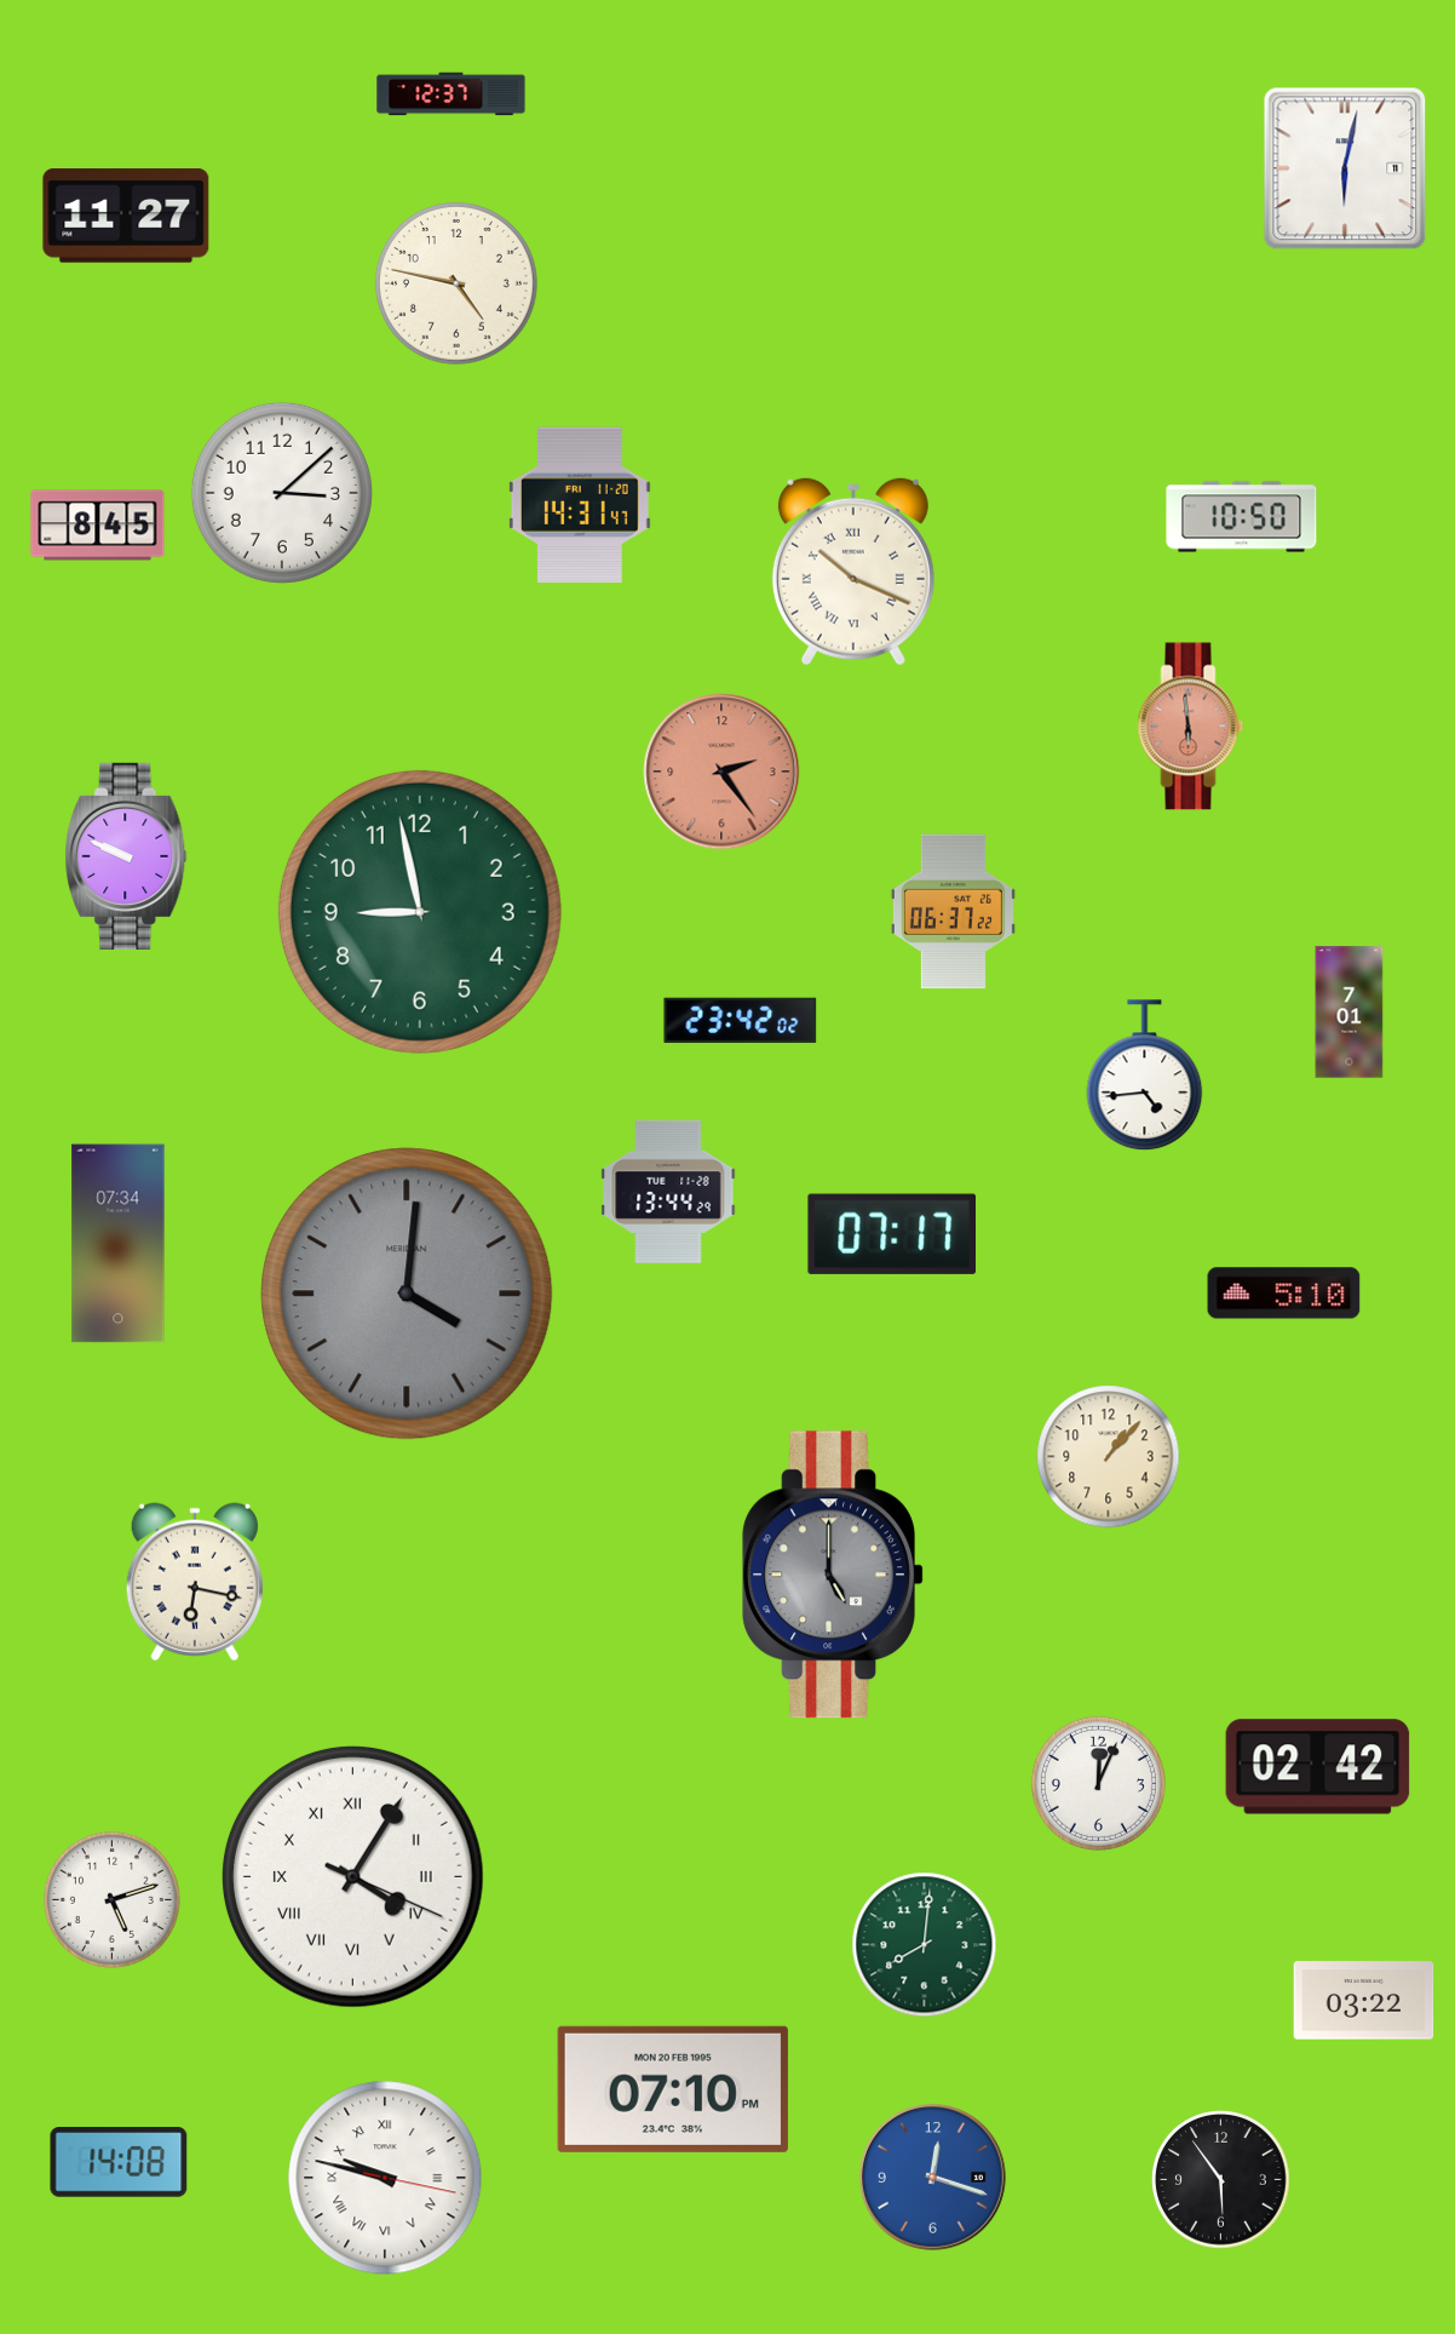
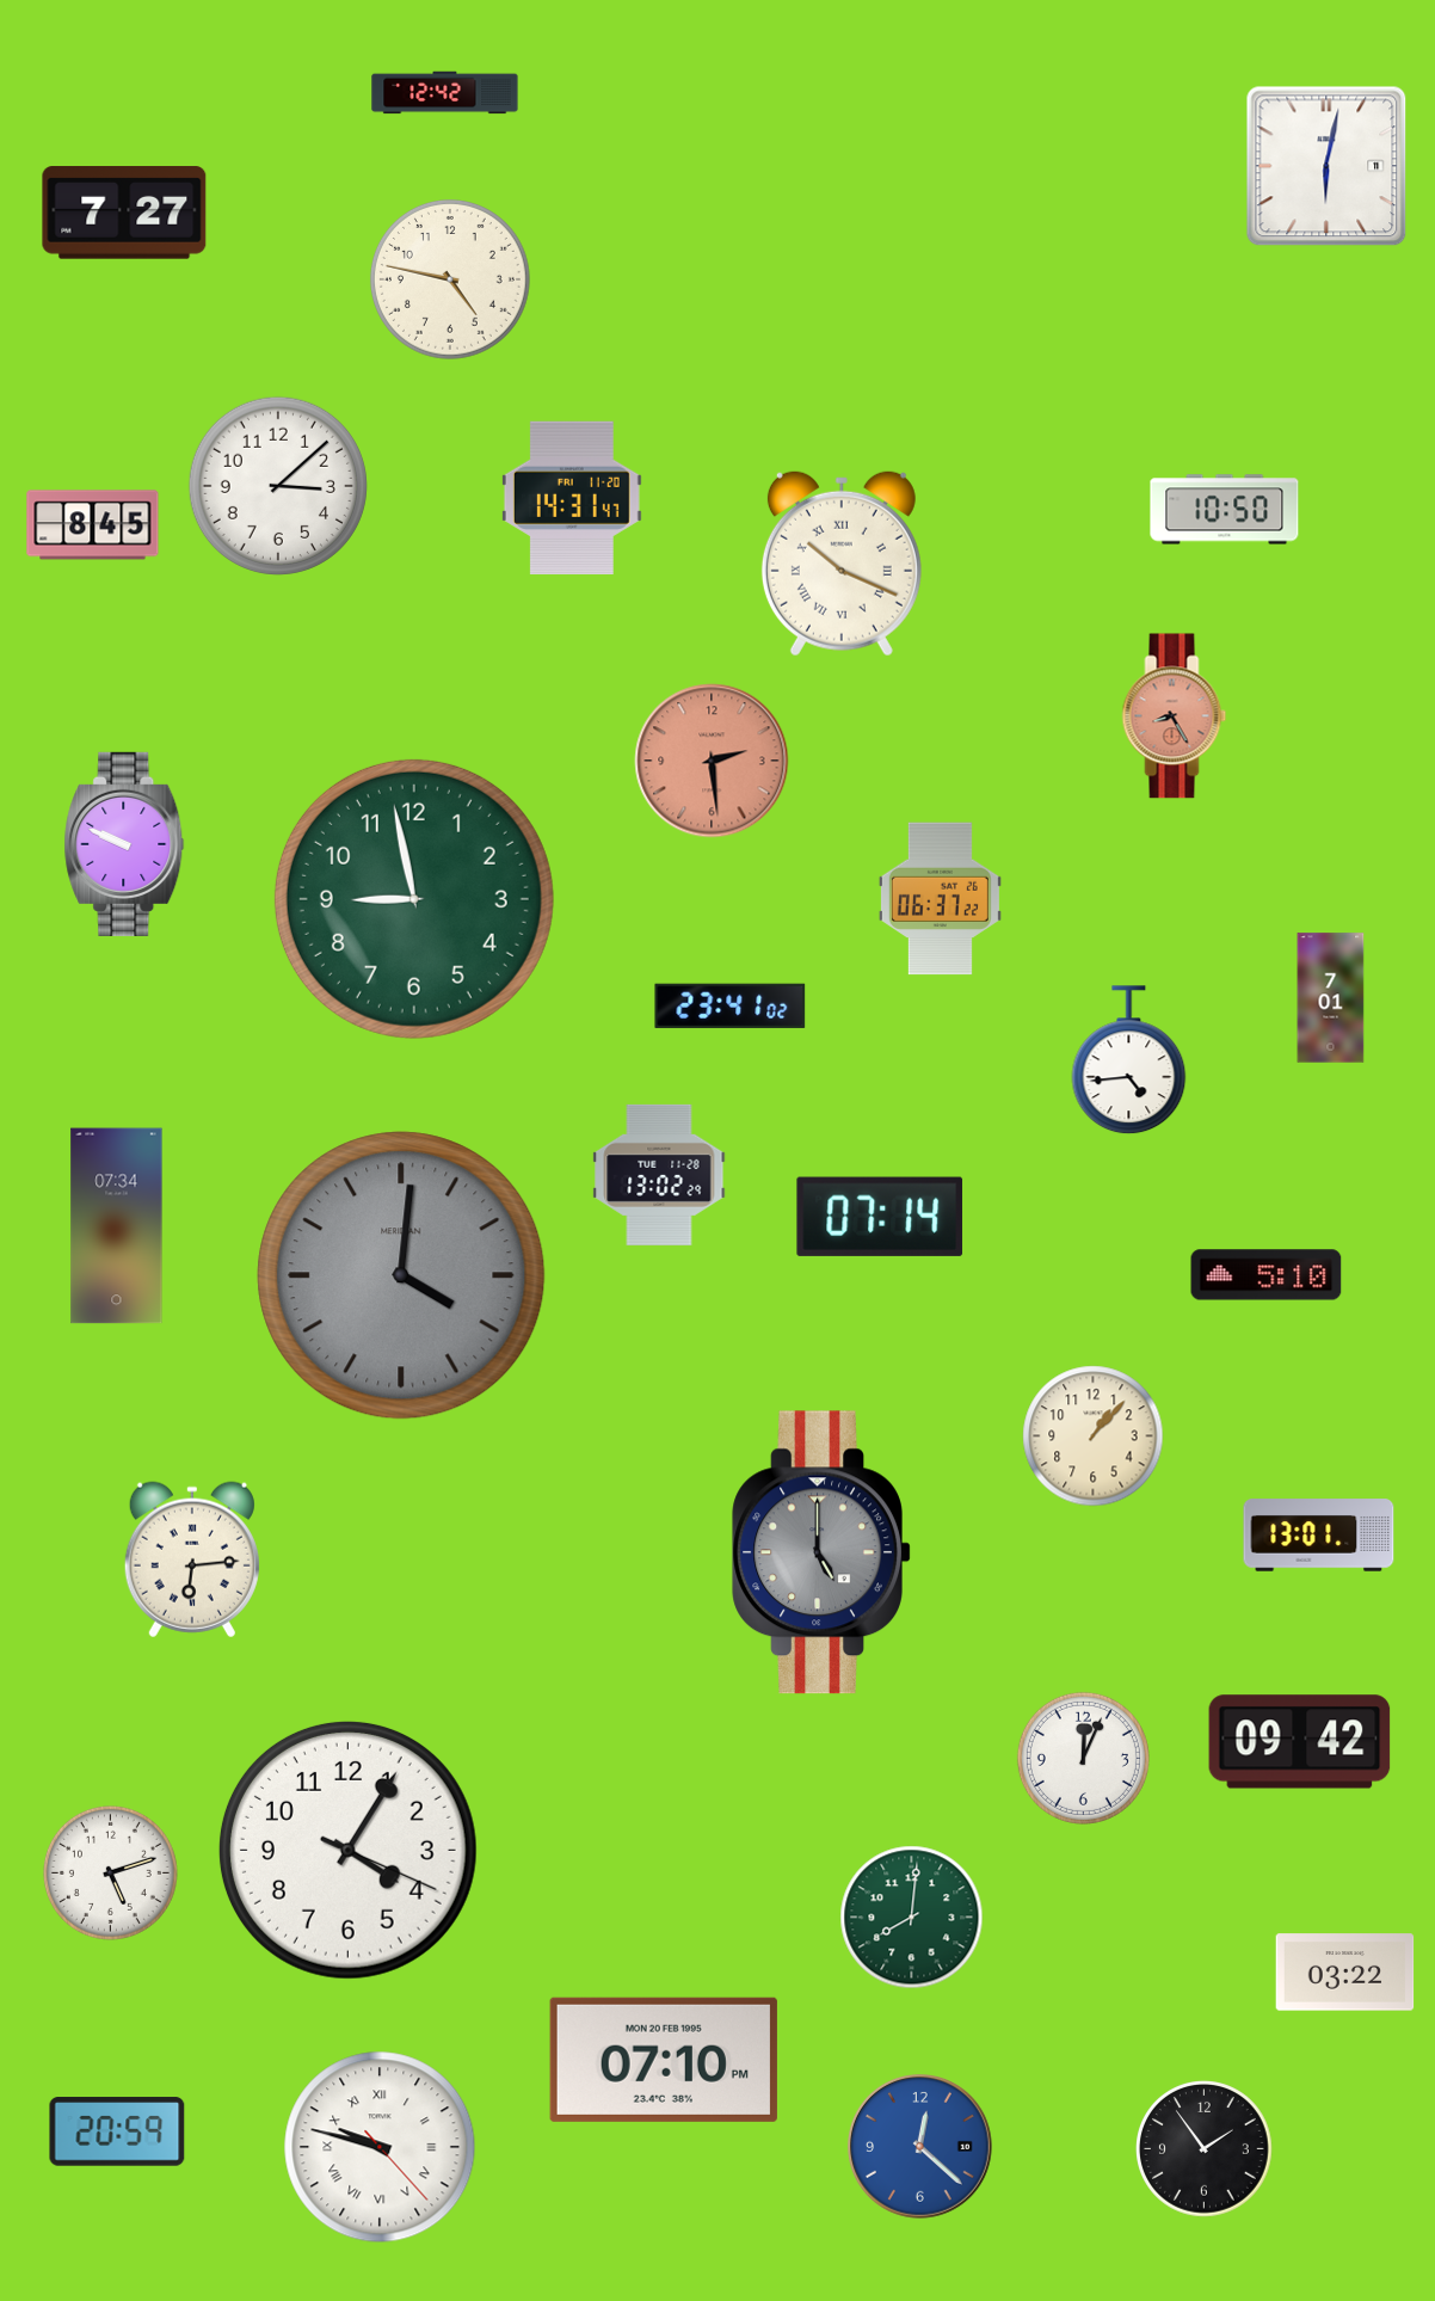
clock at (452, 94): 12:37 -> 12:42
clock at (126, 216): 11:27 -> 7:27
clock at (98, 526) position: (98, 526) -> (93, 525)
clock at (1191, 727): 5:59 -> 8:25
clock at (721, 772): 2:24 -> 2:29
clock at (741, 1020): 23:42 -> 23:41
clock at (668, 1192): 13:44 -> 13:02
clock at (892, 1234): 07:17 -> 07:14
clock at (1319, 1536): none -> 13:01
clock at (195, 1582): 6:17 -> 6:14
clock at (1318, 1767): 02:42 -> 09:42
clock at (352, 1876) numerals: Roman -> Arabic
clock at (119, 2162): 14:08 -> 20:59
clock at (385, 2178): 9:47:17 -> 9:47:23
clock at (933, 2178): 12:18 -> 12:22
clock at (1221, 2180): 5:54 -> 1:54
